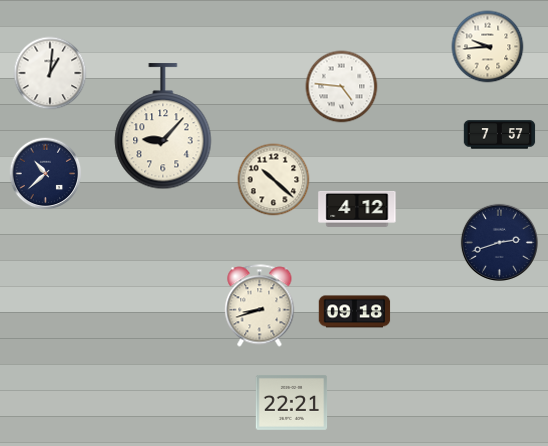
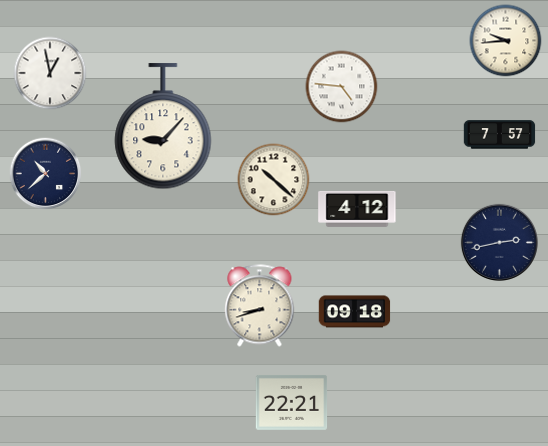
clock at (488, 47) position: (488, 47) -> (506, 41)
clock at (50, 73): 1:01 -> 12:58
clock at (499, 242): 2:42 -> 2:43
